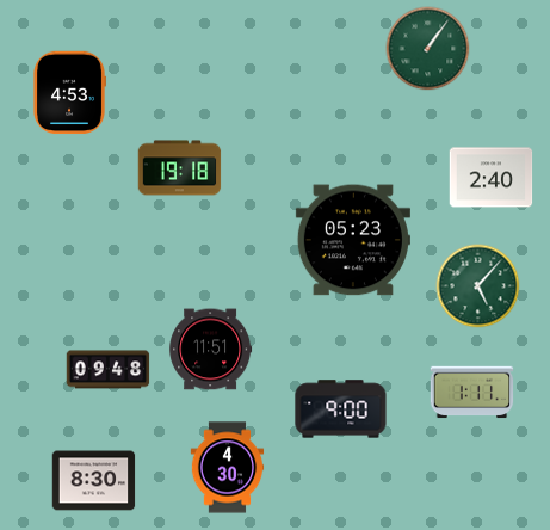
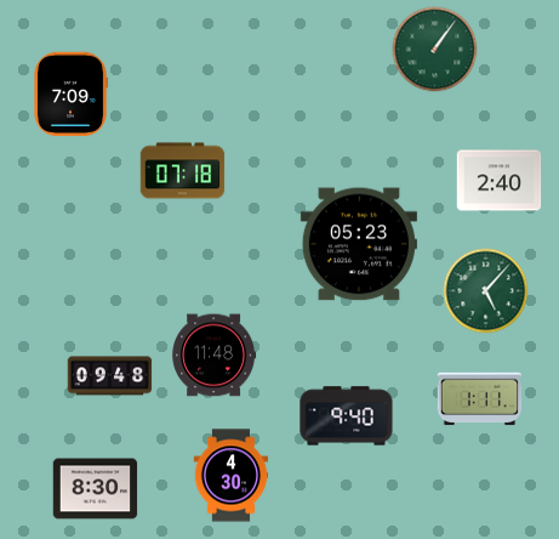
clock at (69, 93): 4:53 -> 7:09
clock at (180, 168): 19:18 -> 07:18
clock at (211, 350): 11:51 -> 11:48
clock at (341, 409): 9:00 -> 9:40
